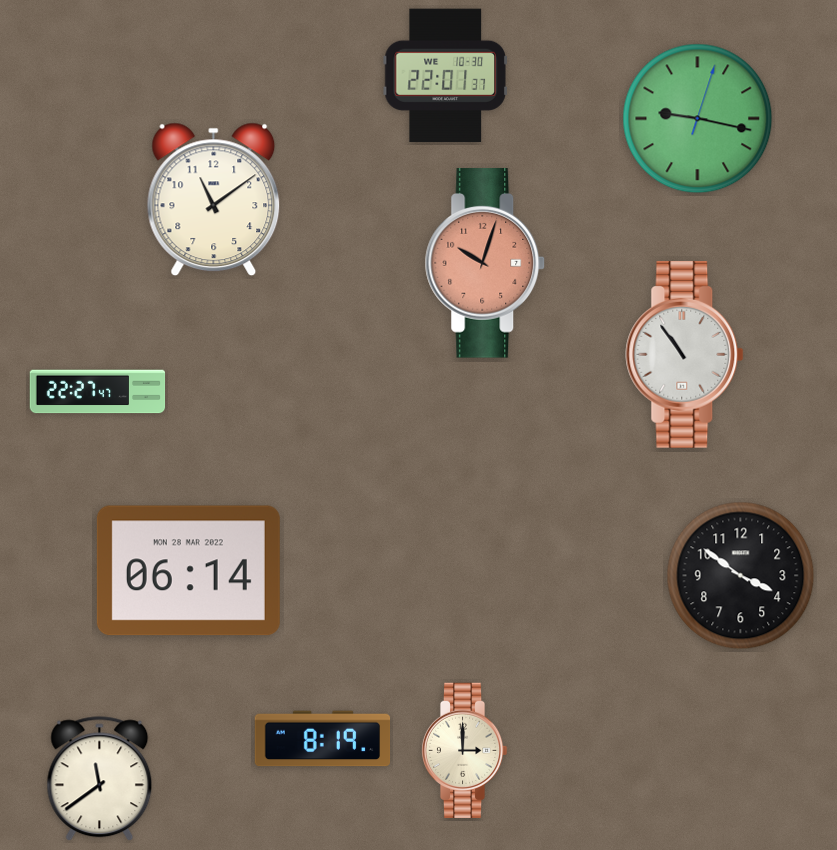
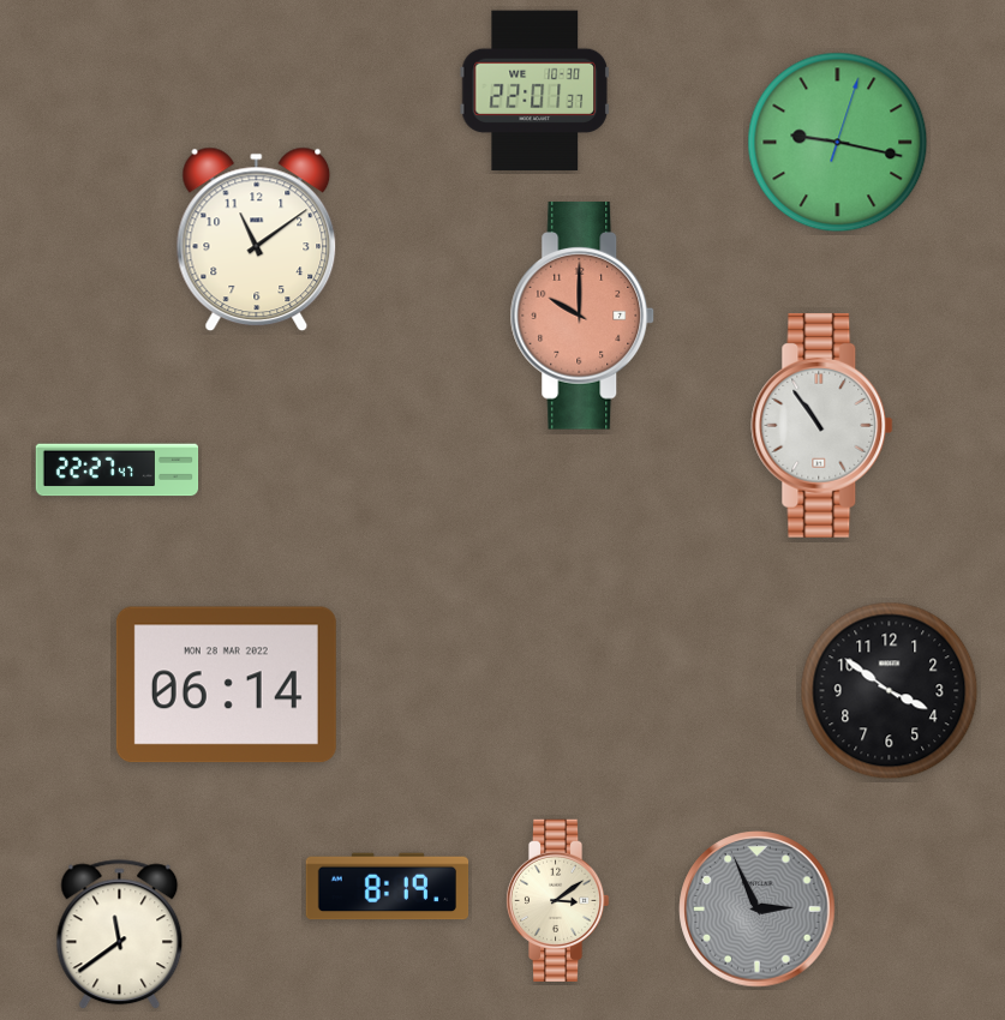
clock at (485, 263): 10:03 -> 10:00
clock at (464, 750): 3:00 -> 3:09
clock at (758, 910): none -> 2:56
